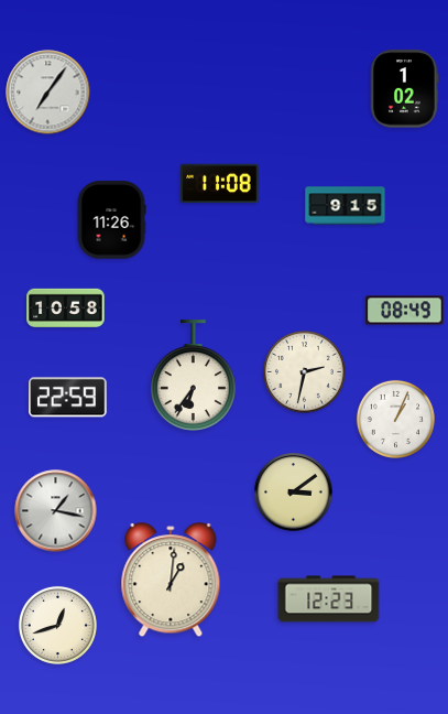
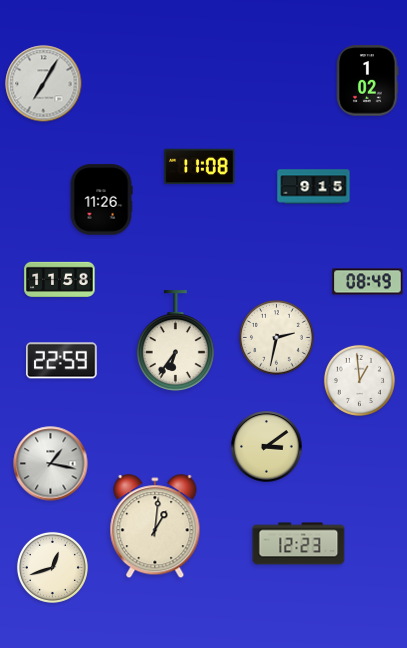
clock at (48, 93): 7:06 -> 7:05
clock at (66, 307): 10:58 -> 11:58
clock at (395, 419): 1:04 -> 12:59
